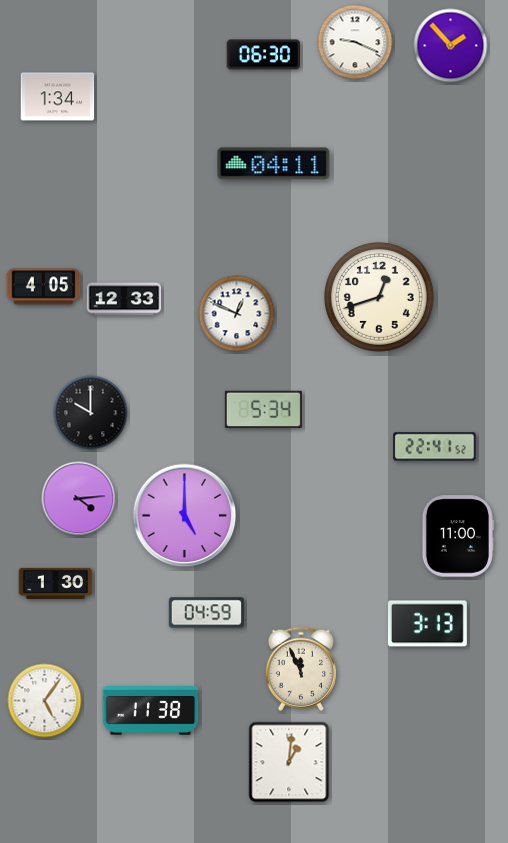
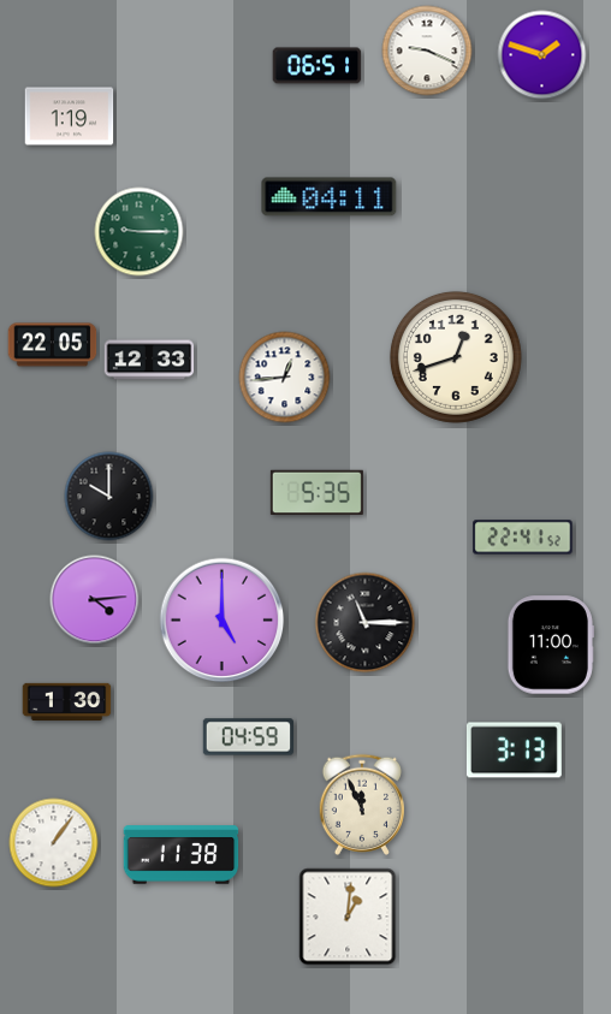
clock at (451, 46): 1:53 -> 1:48
clock at (264, 55): 06:30 -> 06:51
clock at (58, 97): 1:34 -> 1:19
clock at (140, 232): none -> 9:15
clock at (44, 287): 4:05 -> 22:05
clock at (237, 314): 12:49 -> 12:44
clock at (263, 409): 5:34 -> 5:35
clock at (366, 623): none -> 11:15
clock at (45, 701): 5:06 -> 1:06
